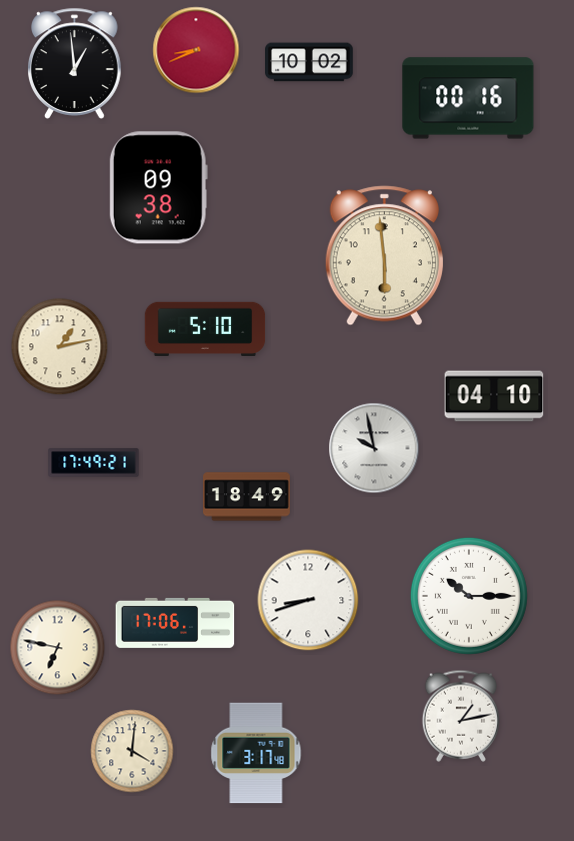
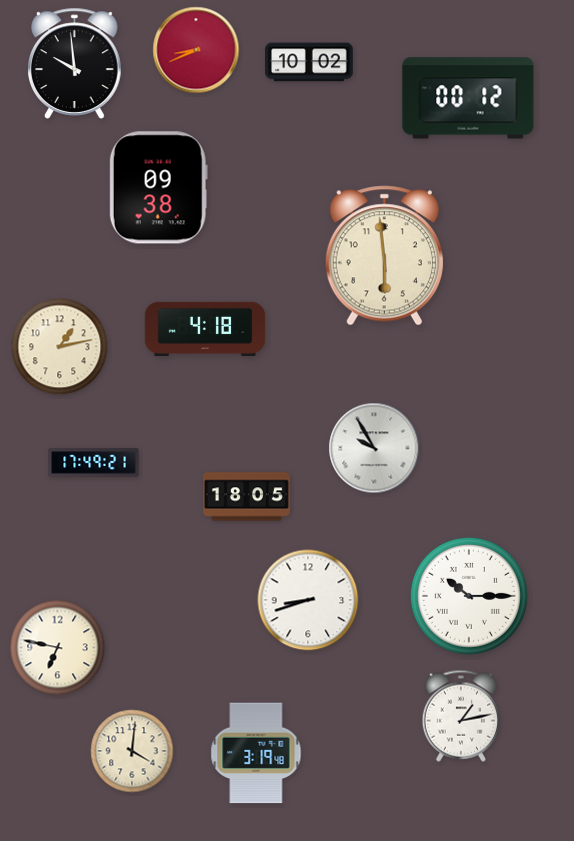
clock at (75, 63): 12:59 -> 9:59
clock at (468, 98): 00:16 -> 00:12
clock at (205, 328): 5:10 -> 4:18
clock at (494, 396): 04:10 -> none
clock at (374, 448): 9:58 -> 9:55
clock at (247, 497): 18:49 -> 18:05
clock at (175, 623): 17:06 -> none
clock at (256, 753): 3:17 -> 3:19
